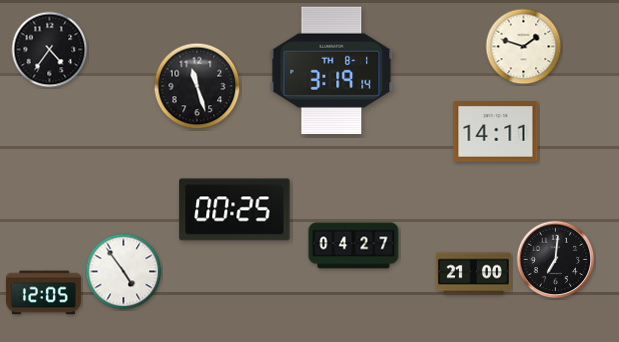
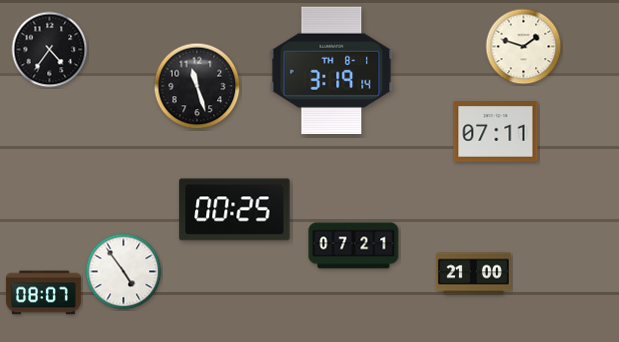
clock at (496, 132): 14:11 -> 07:11
clock at (354, 246): 04:27 -> 07:21
clock at (556, 260): 7:01 -> none
clock at (43, 293): 12:05 -> 08:07
